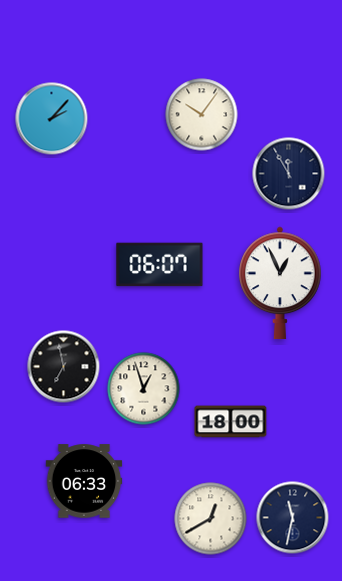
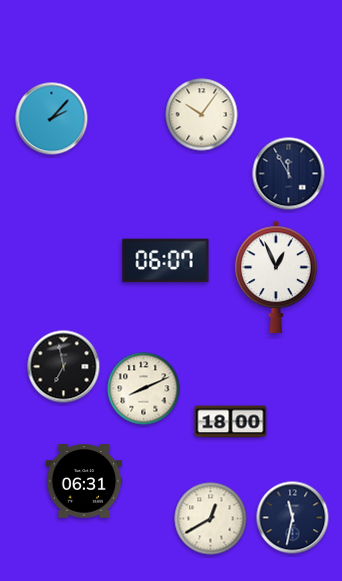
clock at (160, 265) position: (160, 265) -> (166, 261)
clock at (280, 283) position: (280, 283) -> (276, 277)
clock at (144, 389): 12:57 -> 8:11
clock at (84, 481): 06:33 -> 06:31
